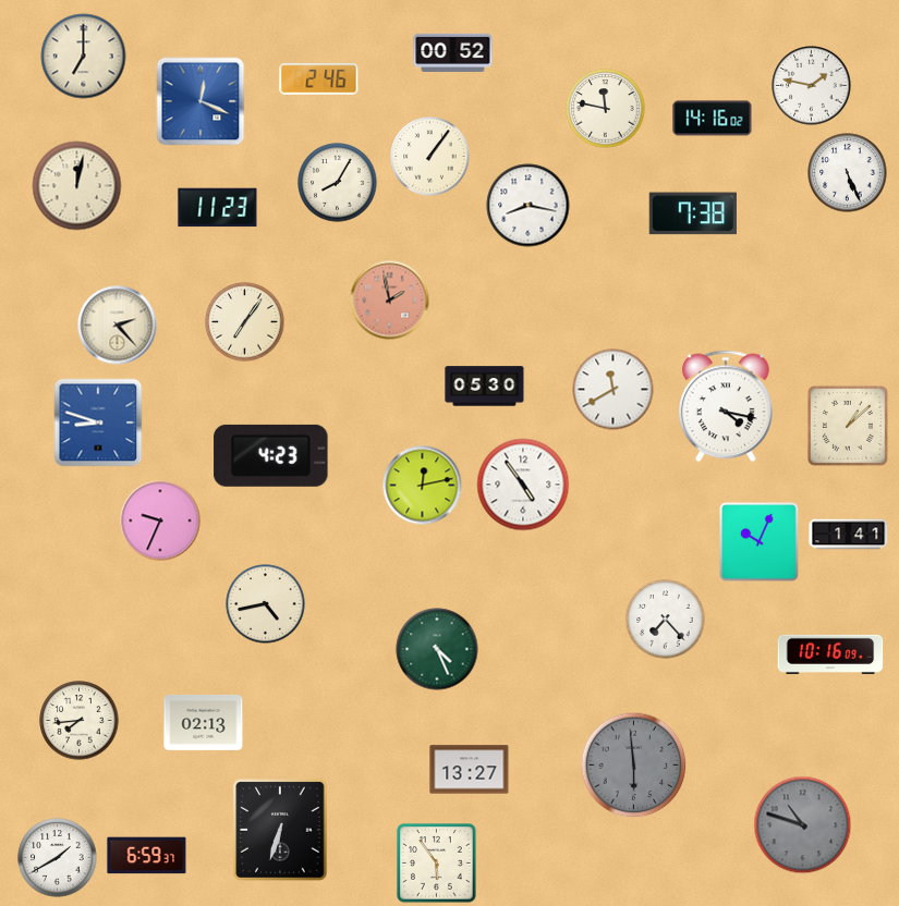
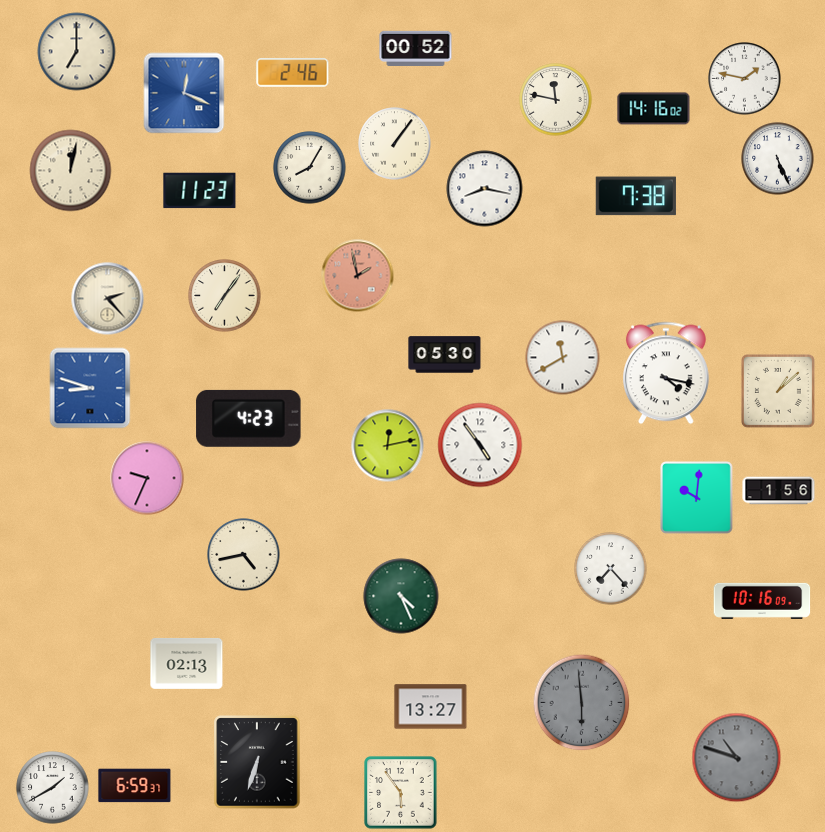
clock at (849, 535): 1:41 -> 1:56
clock at (760, 542): 10:04 -> 10:01
clock at (80, 721): 7:44 -> none
